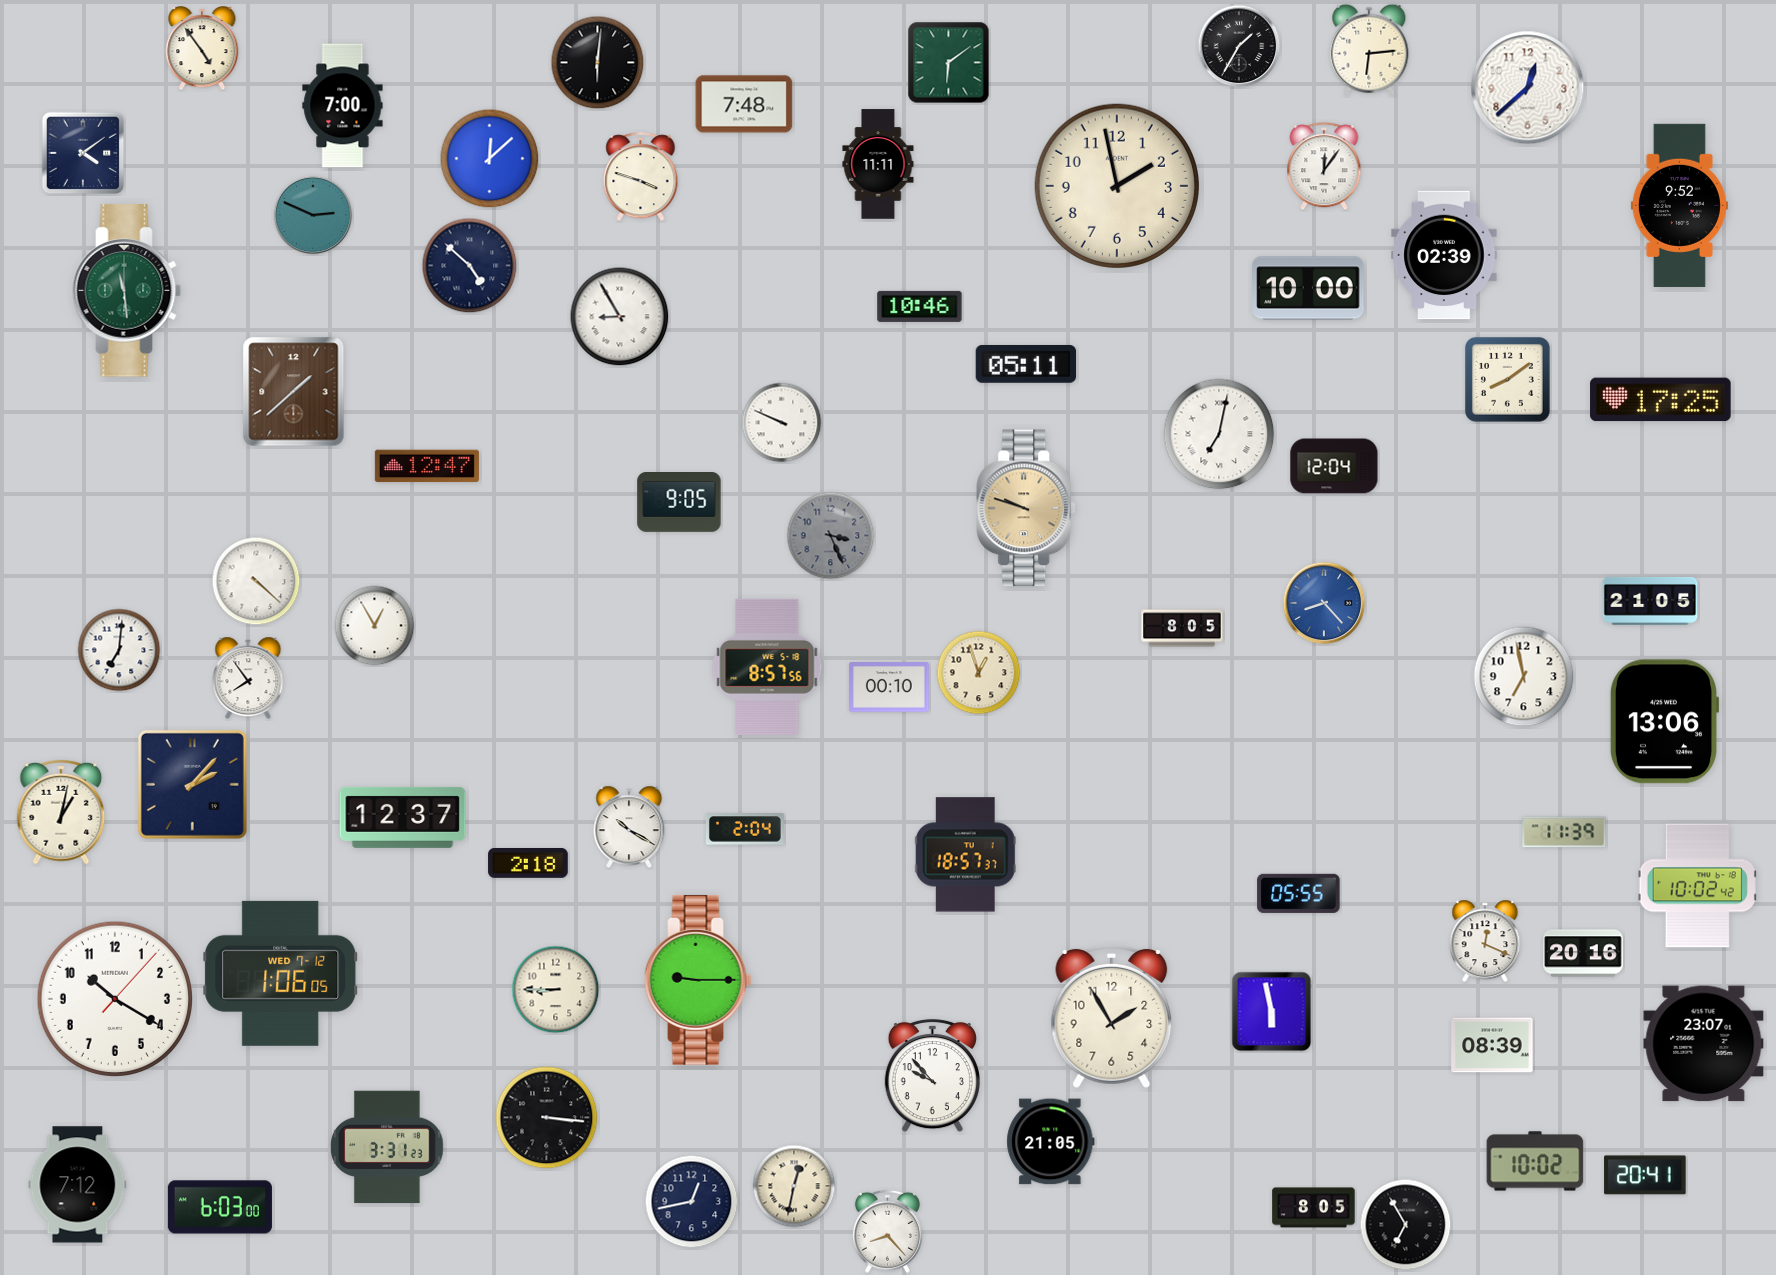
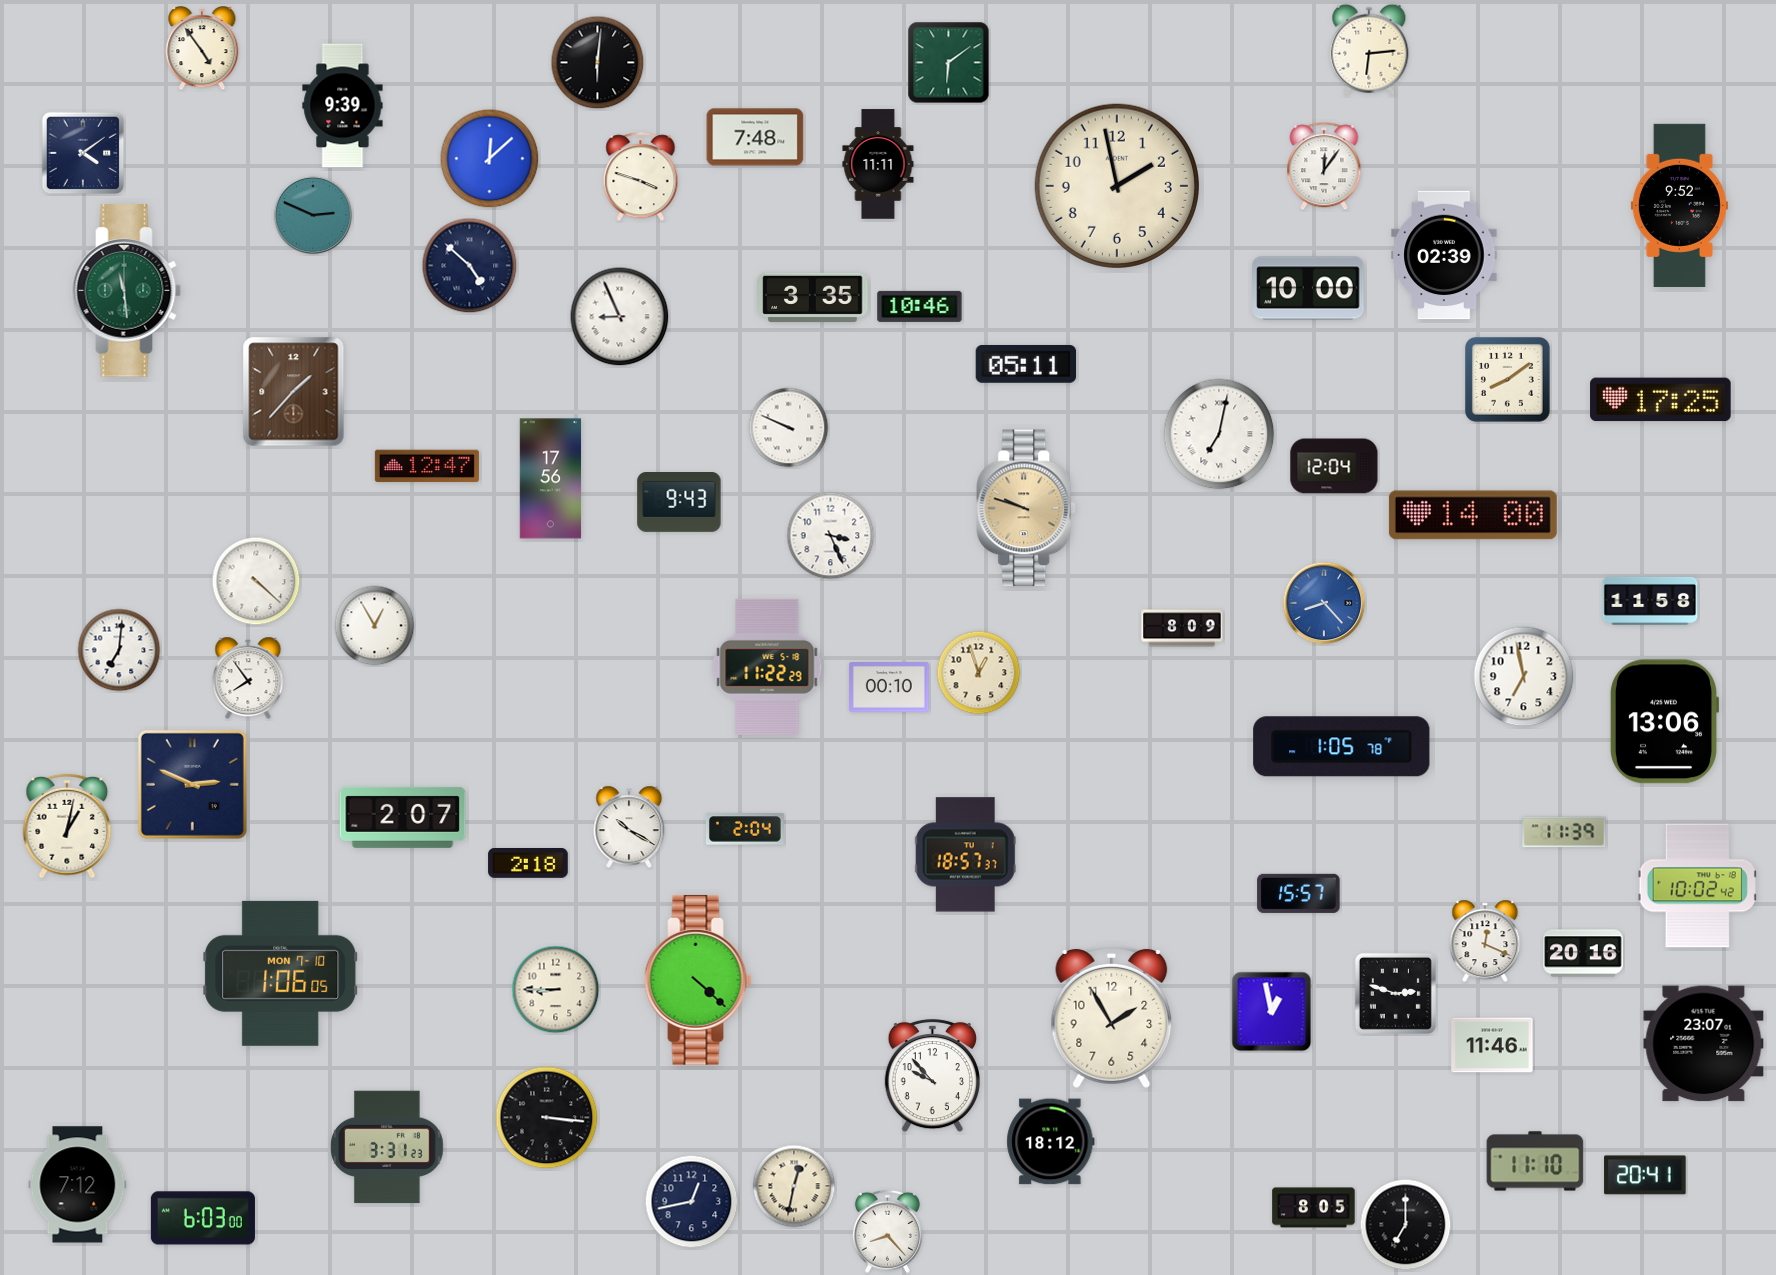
clock at (1239, 46): 1:35 -> none
clock at (1528, 88): 12:38 -> none
clock at (744, 104) position: (744, 104) -> (755, 137)
clock at (343, 106): 7:00 -> 9:39
clock at (813, 298): none -> 3:35
clock at (620, 317): 8:55 -> 8:56
clock at (294, 392): 1:38 -> 1:37
clock at (782, 423) position: (782, 423) -> (789, 428)
clock at (551, 479): none -> 17:56
clock at (679, 503): 9:05 -> 9:43
clock at (1473, 515): none -> 14:00
clock at (831, 536) dial: grey -> white
clock at (1650, 602): 21:05 -> 11:58
clock at (1182, 628): 8:05 -> 8:09
clock at (767, 667): 8:57 -> 11:22
clock at (1342, 747): none -> 1:05
clock at (192, 784): 2:07 -> 2:49
clock at (61, 812) position: (61, 812) -> (67, 826)
clock at (403, 817): 12:37 -> 2:07
clock at (1299, 893): 05:55 -> 15:57
clock at (281, 973) date: WED 7-12 -> MON 7-10
clock at (698, 980): 9:15 -> 4:22
clock at (1395, 993): none -> 2:48
clock at (114, 998): 10:20 -> none
clock at (1272, 1012): 5:58 -> 12:58
clock at (1492, 1045): 08:39 -> 11:46
clock at (1051, 1142): 21:05 -> 18:12
clock at (1535, 1161): 10:02 -> 11:10
clock at (220, 1207) position: (220, 1207) -> (203, 1218)
clock at (1406, 1225): 6:55 -> 7:00
